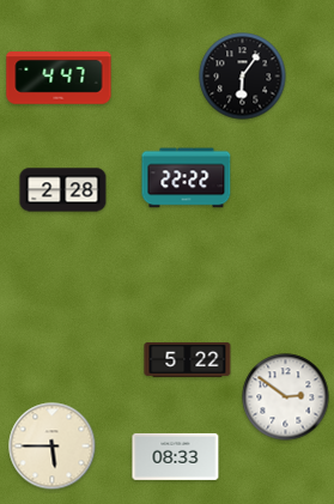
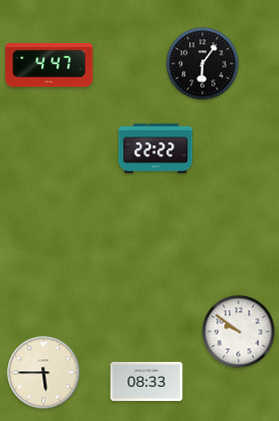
clock at (63, 190): 2:28 -> none
clock at (188, 359): 5:22 -> none
clock at (286, 397): 2:51 -> 9:51
